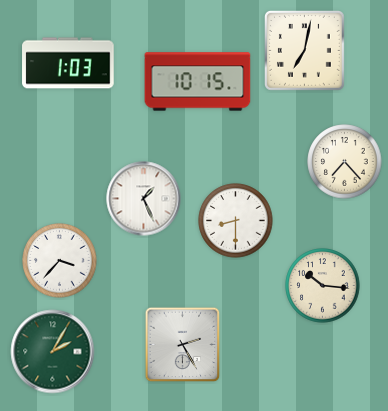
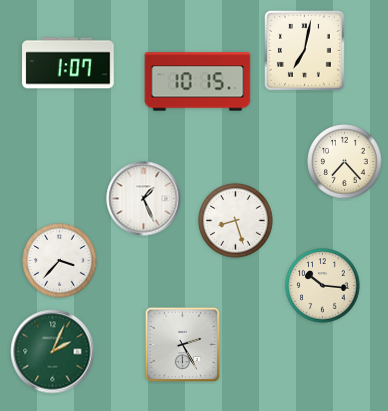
clock at (68, 63): 1:03 -> 1:07
clock at (236, 221): 8:30 -> 8:27
clock at (53, 352): 2:05 -> 2:04
